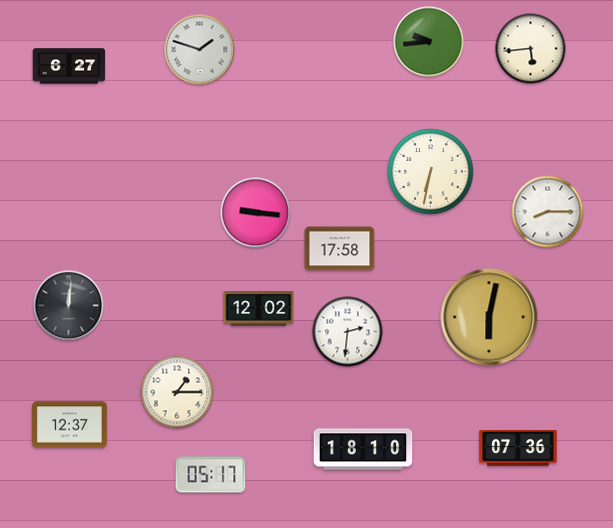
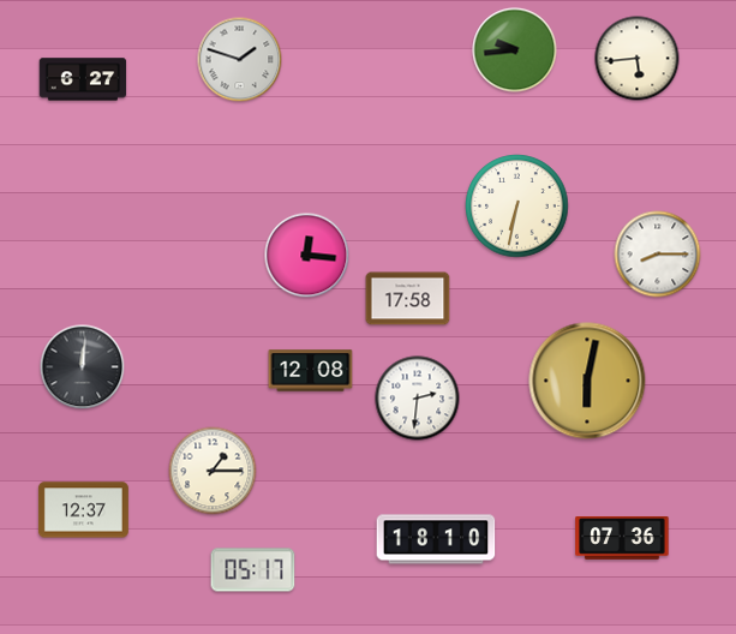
clock at (256, 213): 9:16 -> 12:16
clock at (259, 309): 12:02 -> 12:08
